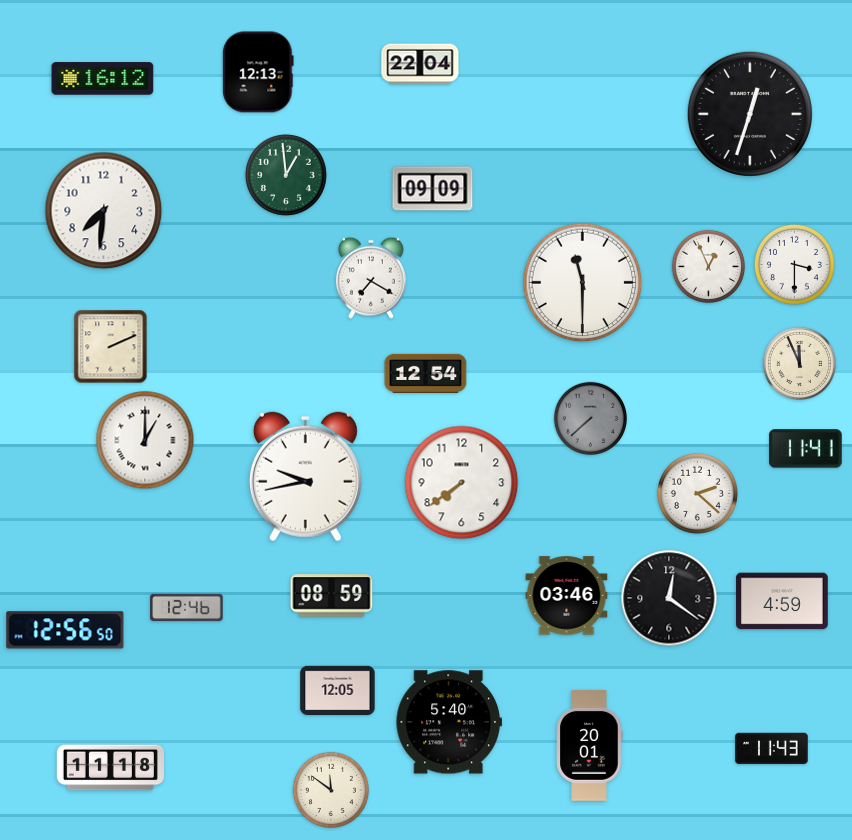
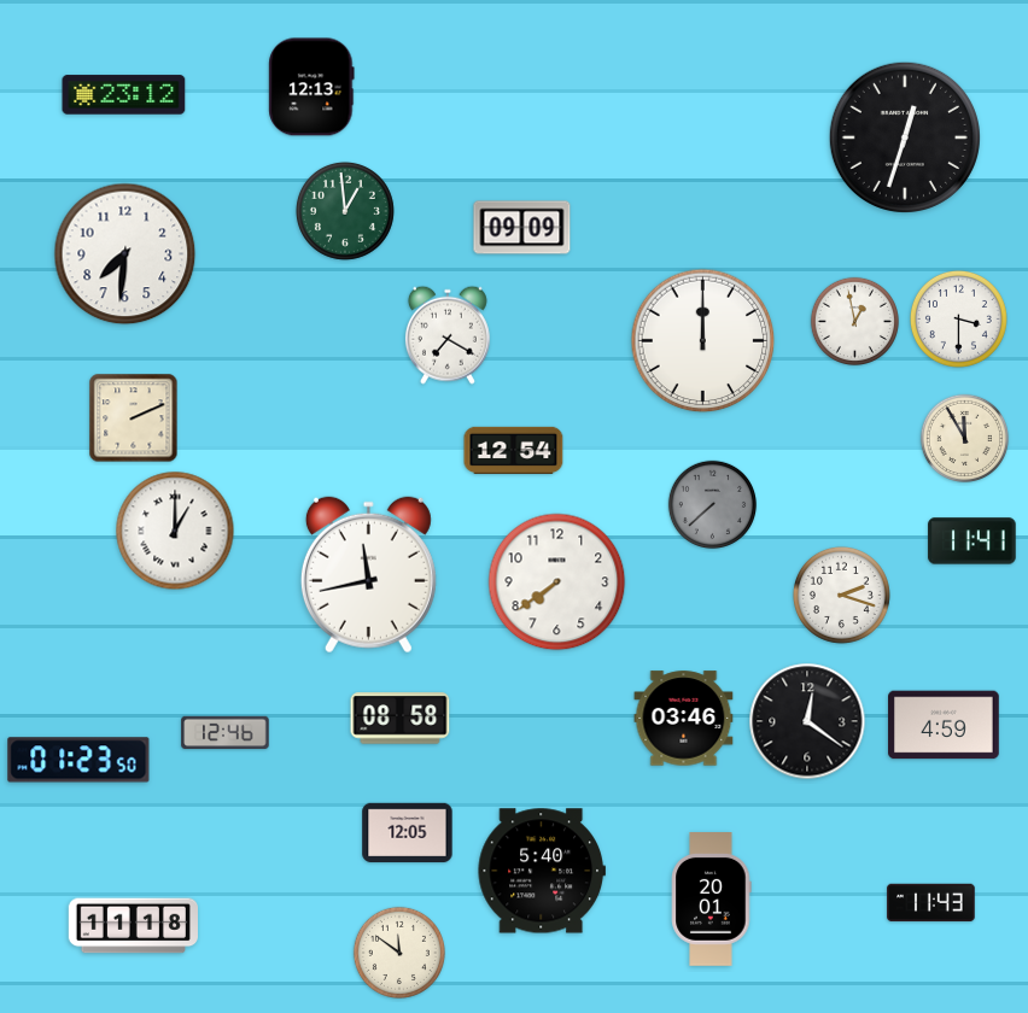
clock at (420, 64): 22:04 -> none
clock at (103, 79): 16:12 -> 23:12
clock at (709, 267): 12:56 -> 12:58
clock at (583, 283): 11:30 -> 12:00
clock at (800, 364): 11:56 -> 11:55
clock at (305, 477): 9:43 -> 11:43
clock at (697, 493): 2:22 -> 2:18
clock at (332, 596): 08:59 -> 08:58
clock at (65, 630): 12:56 -> 01:23
